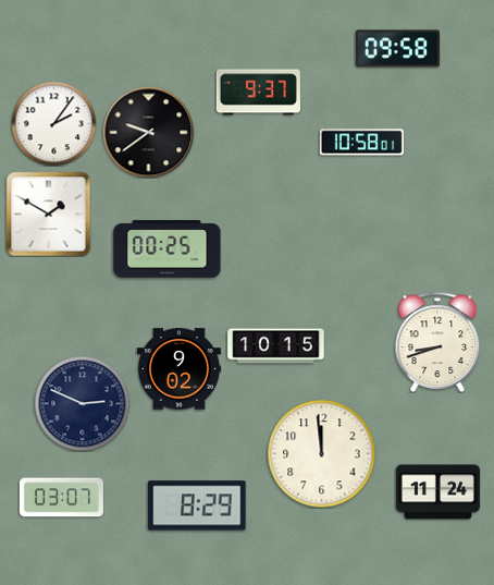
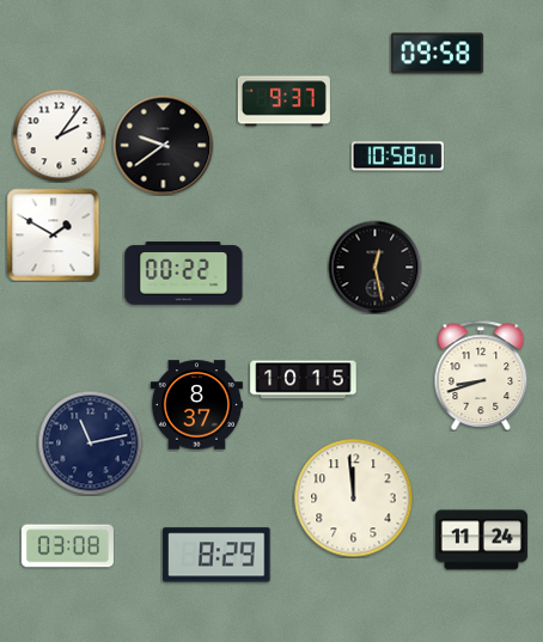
clock at (374, 267): none -> 12:28
clock at (168, 249): 00:25 -> 00:22
clock at (178, 369): 9:02 -> 8:37
clock at (82, 403): 2:49 -> 11:13
clock at (61, 498): 03:07 -> 03:08
